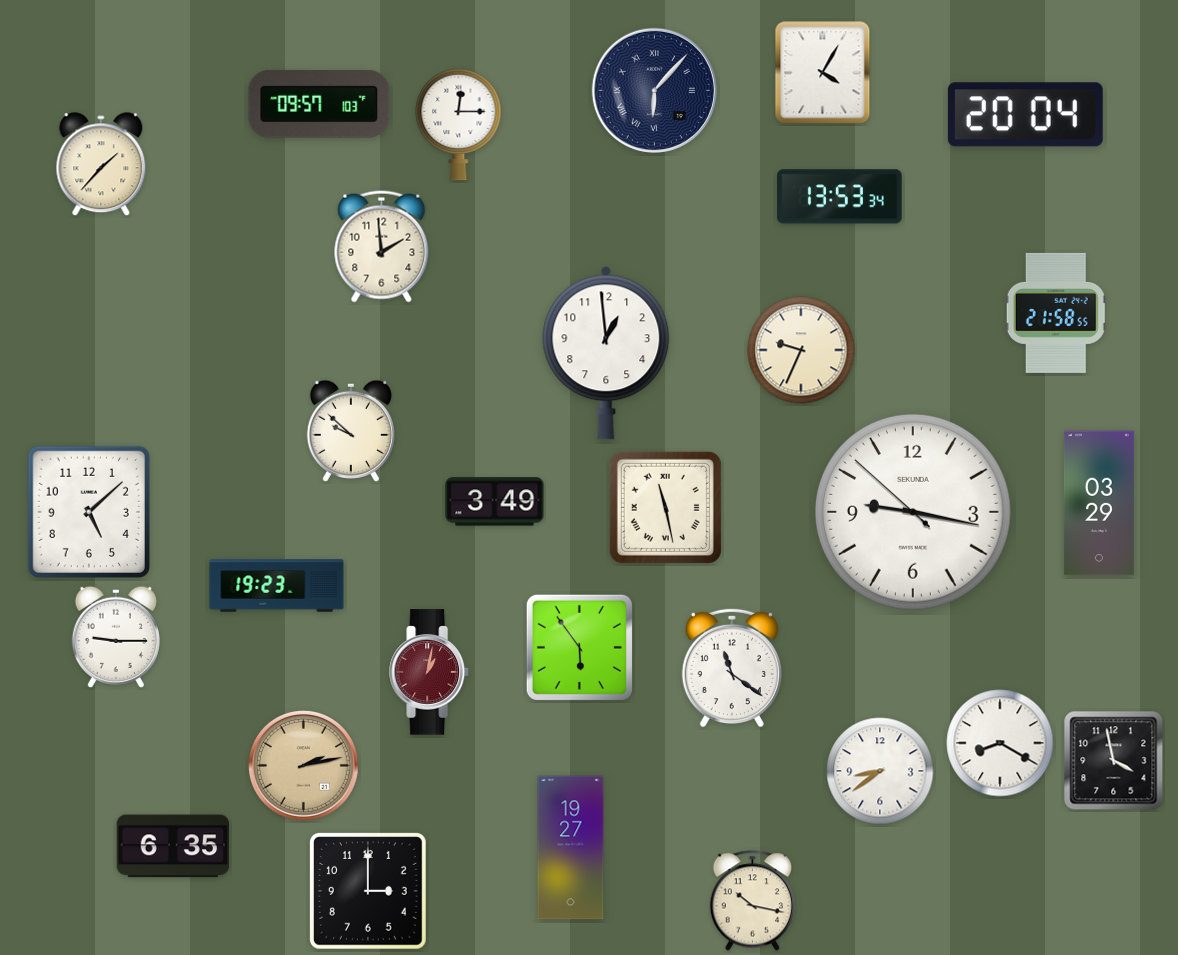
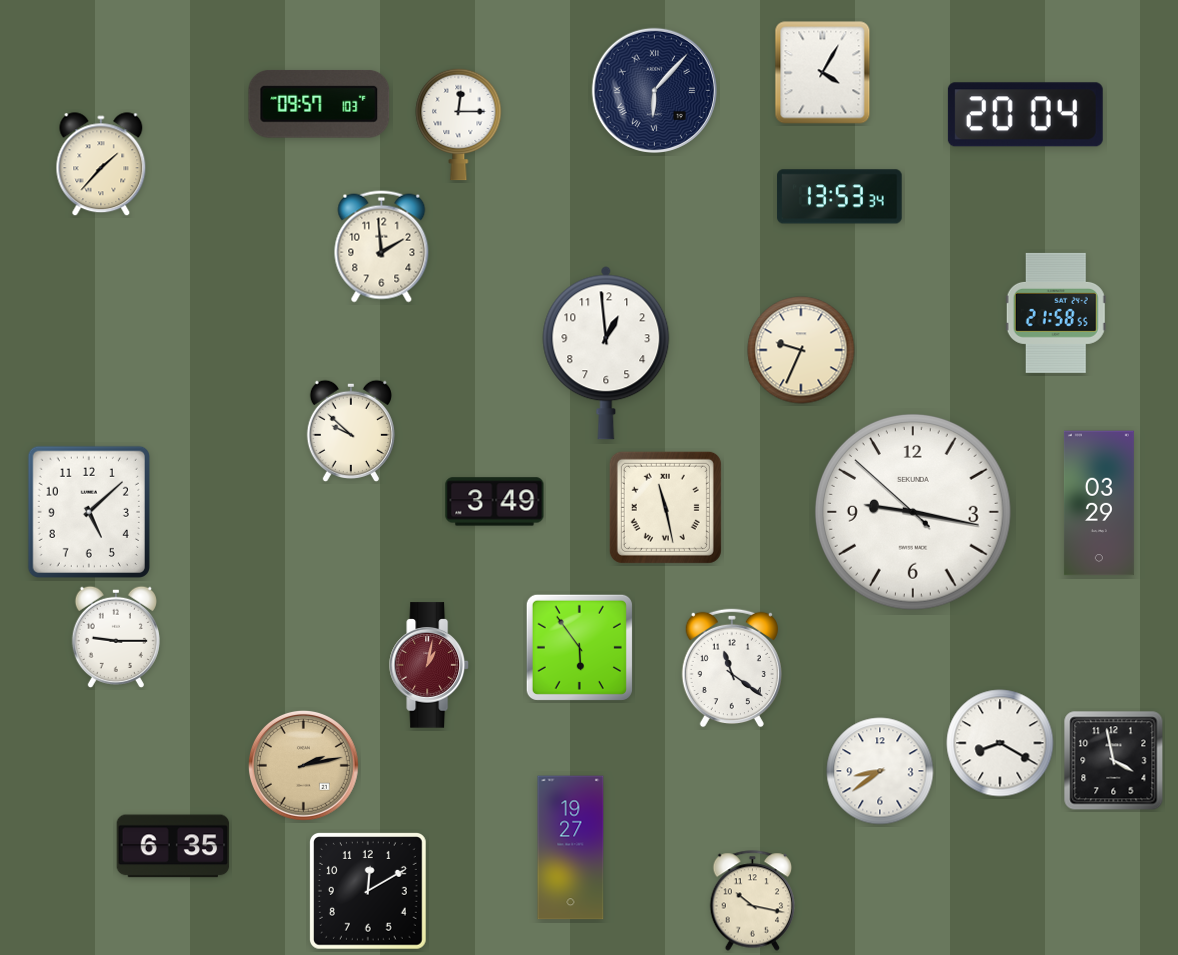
clock at (277, 586): 19:23 -> none
clock at (429, 672) position: (429, 672) -> (429, 665)
clock at (368, 891): 3:00 -> 12:10
